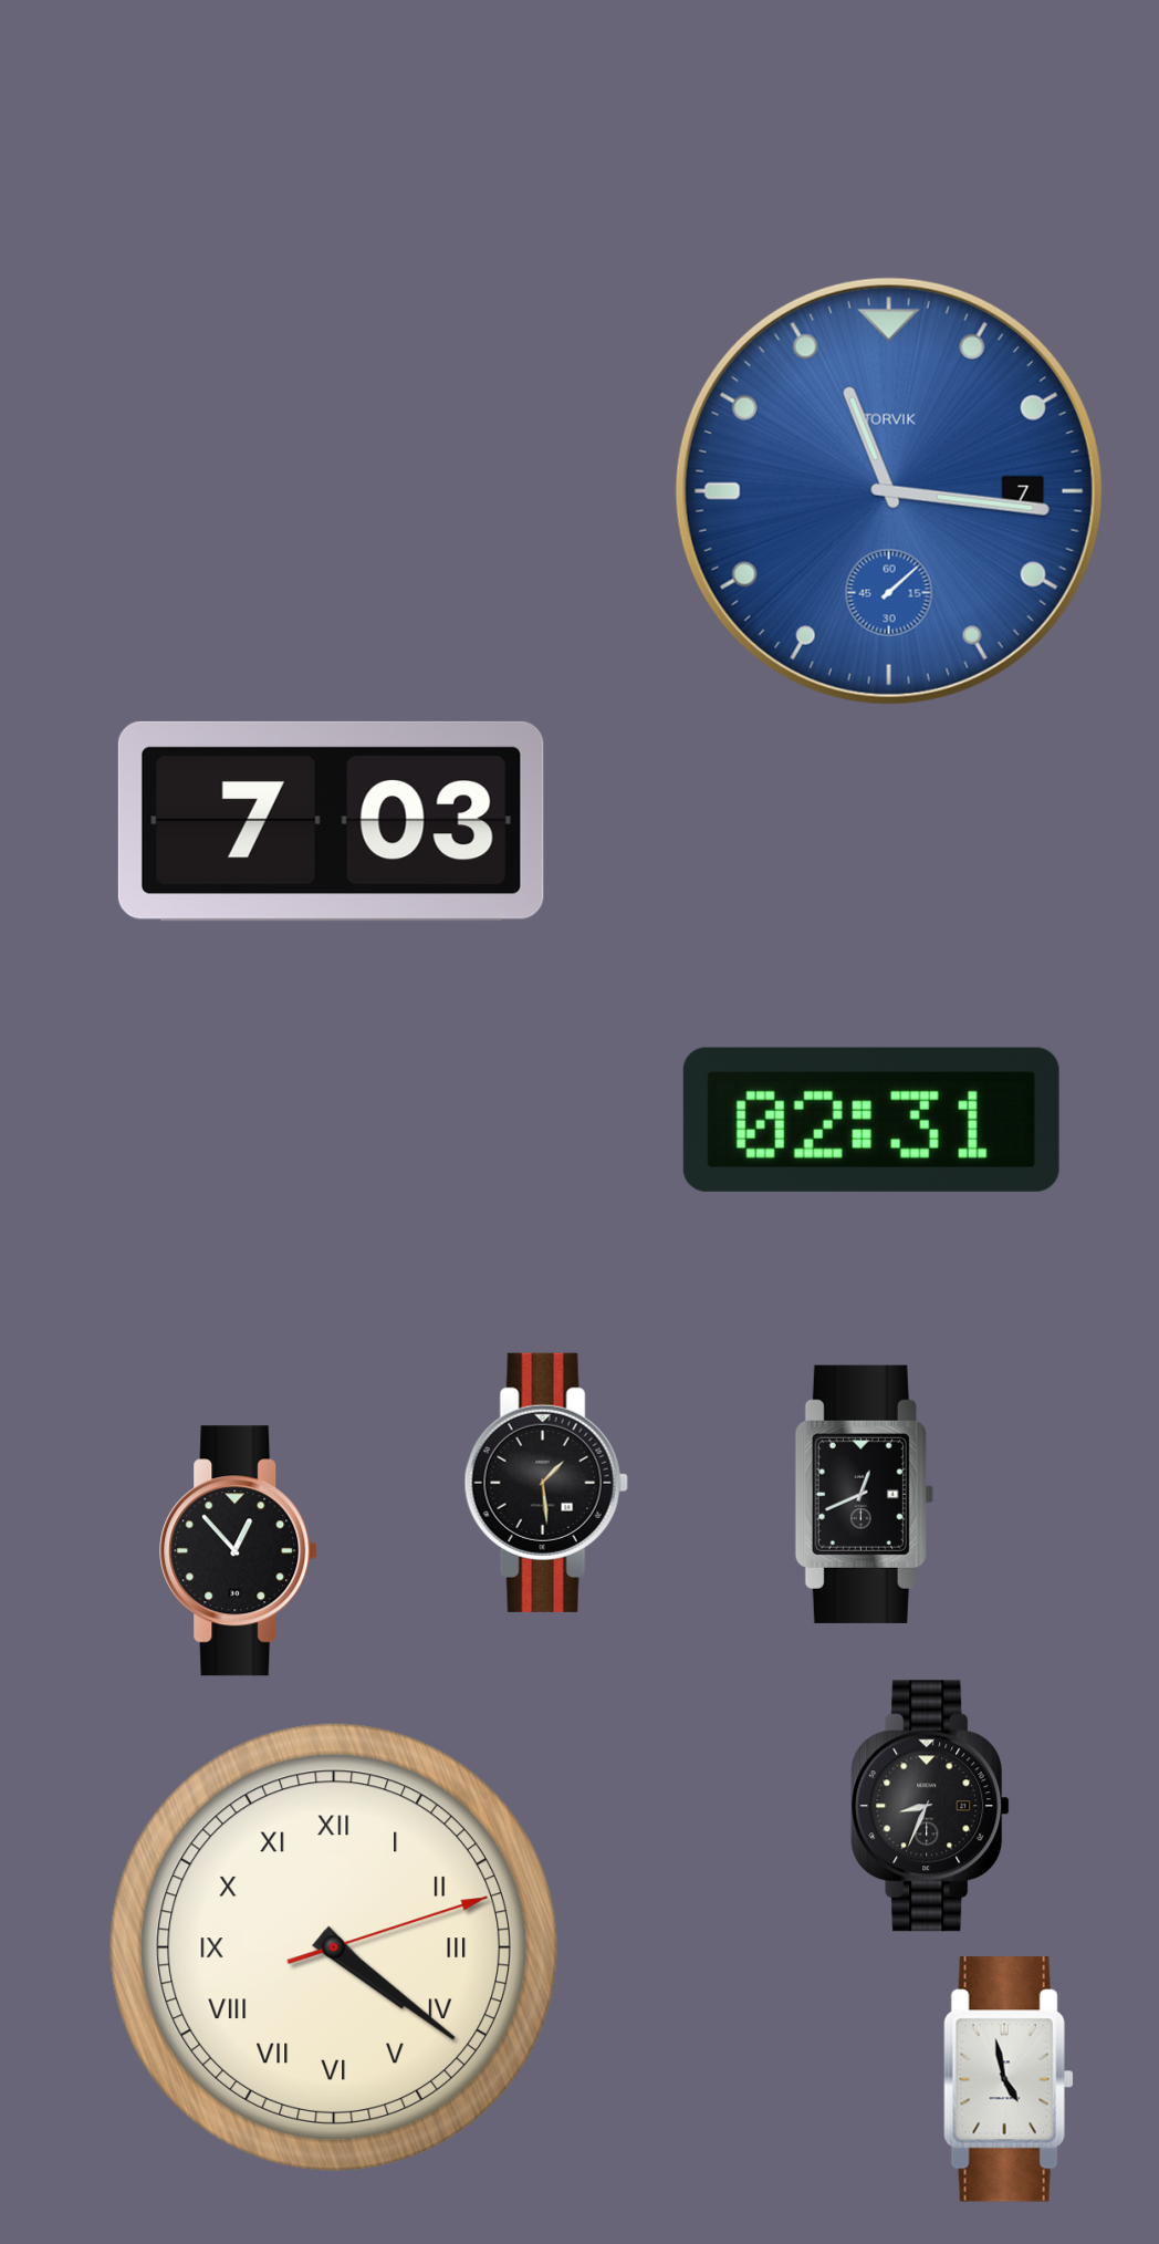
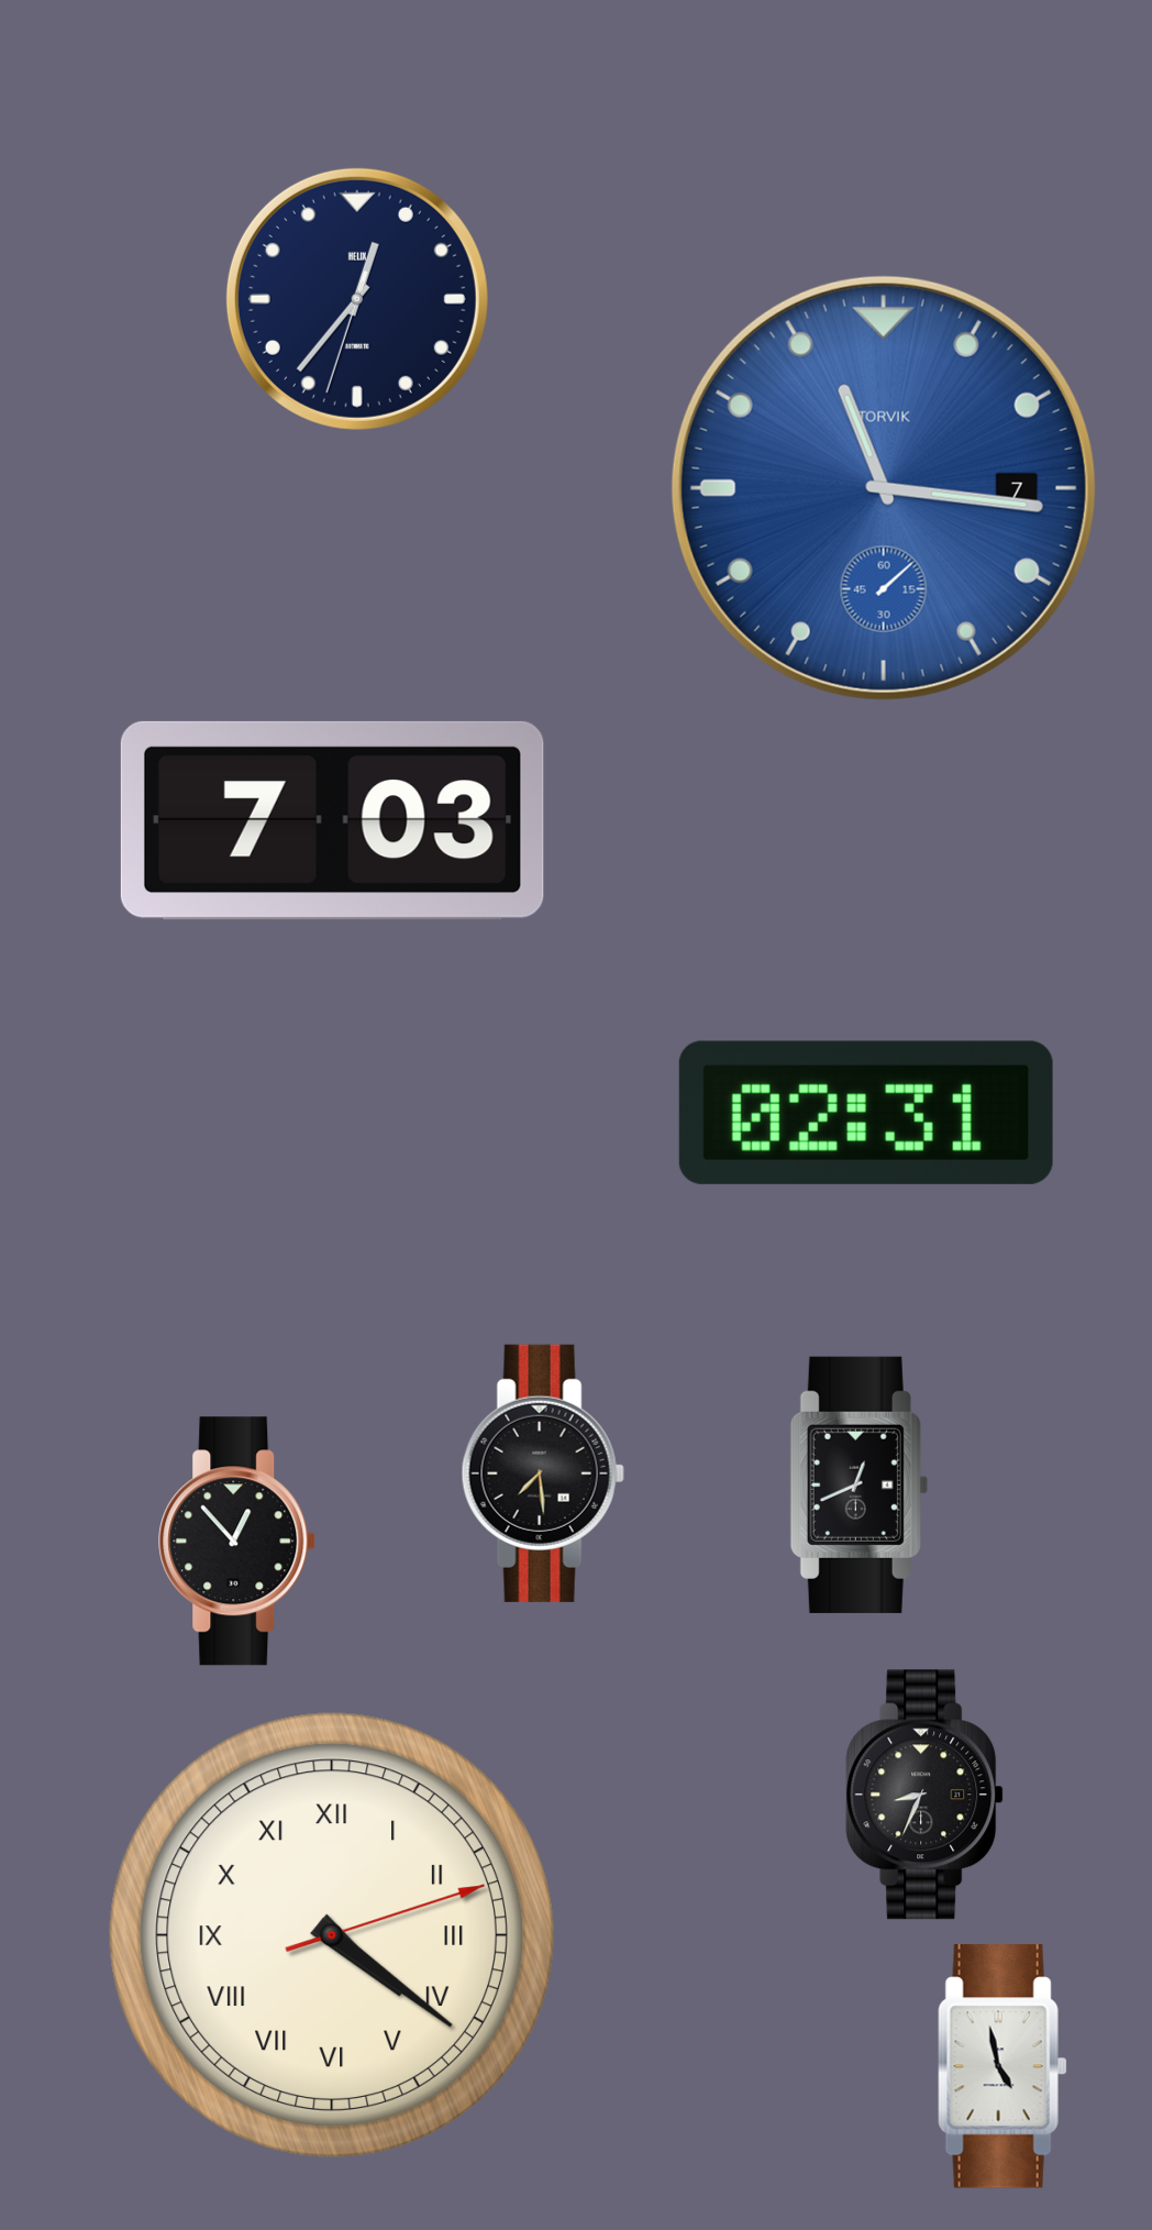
clock at (357, 299): none -> 12:36
clock at (331, 821) position: (331, 821) -> (332, 820)
clock at (546, 1483): 1:29 -> 7:29
